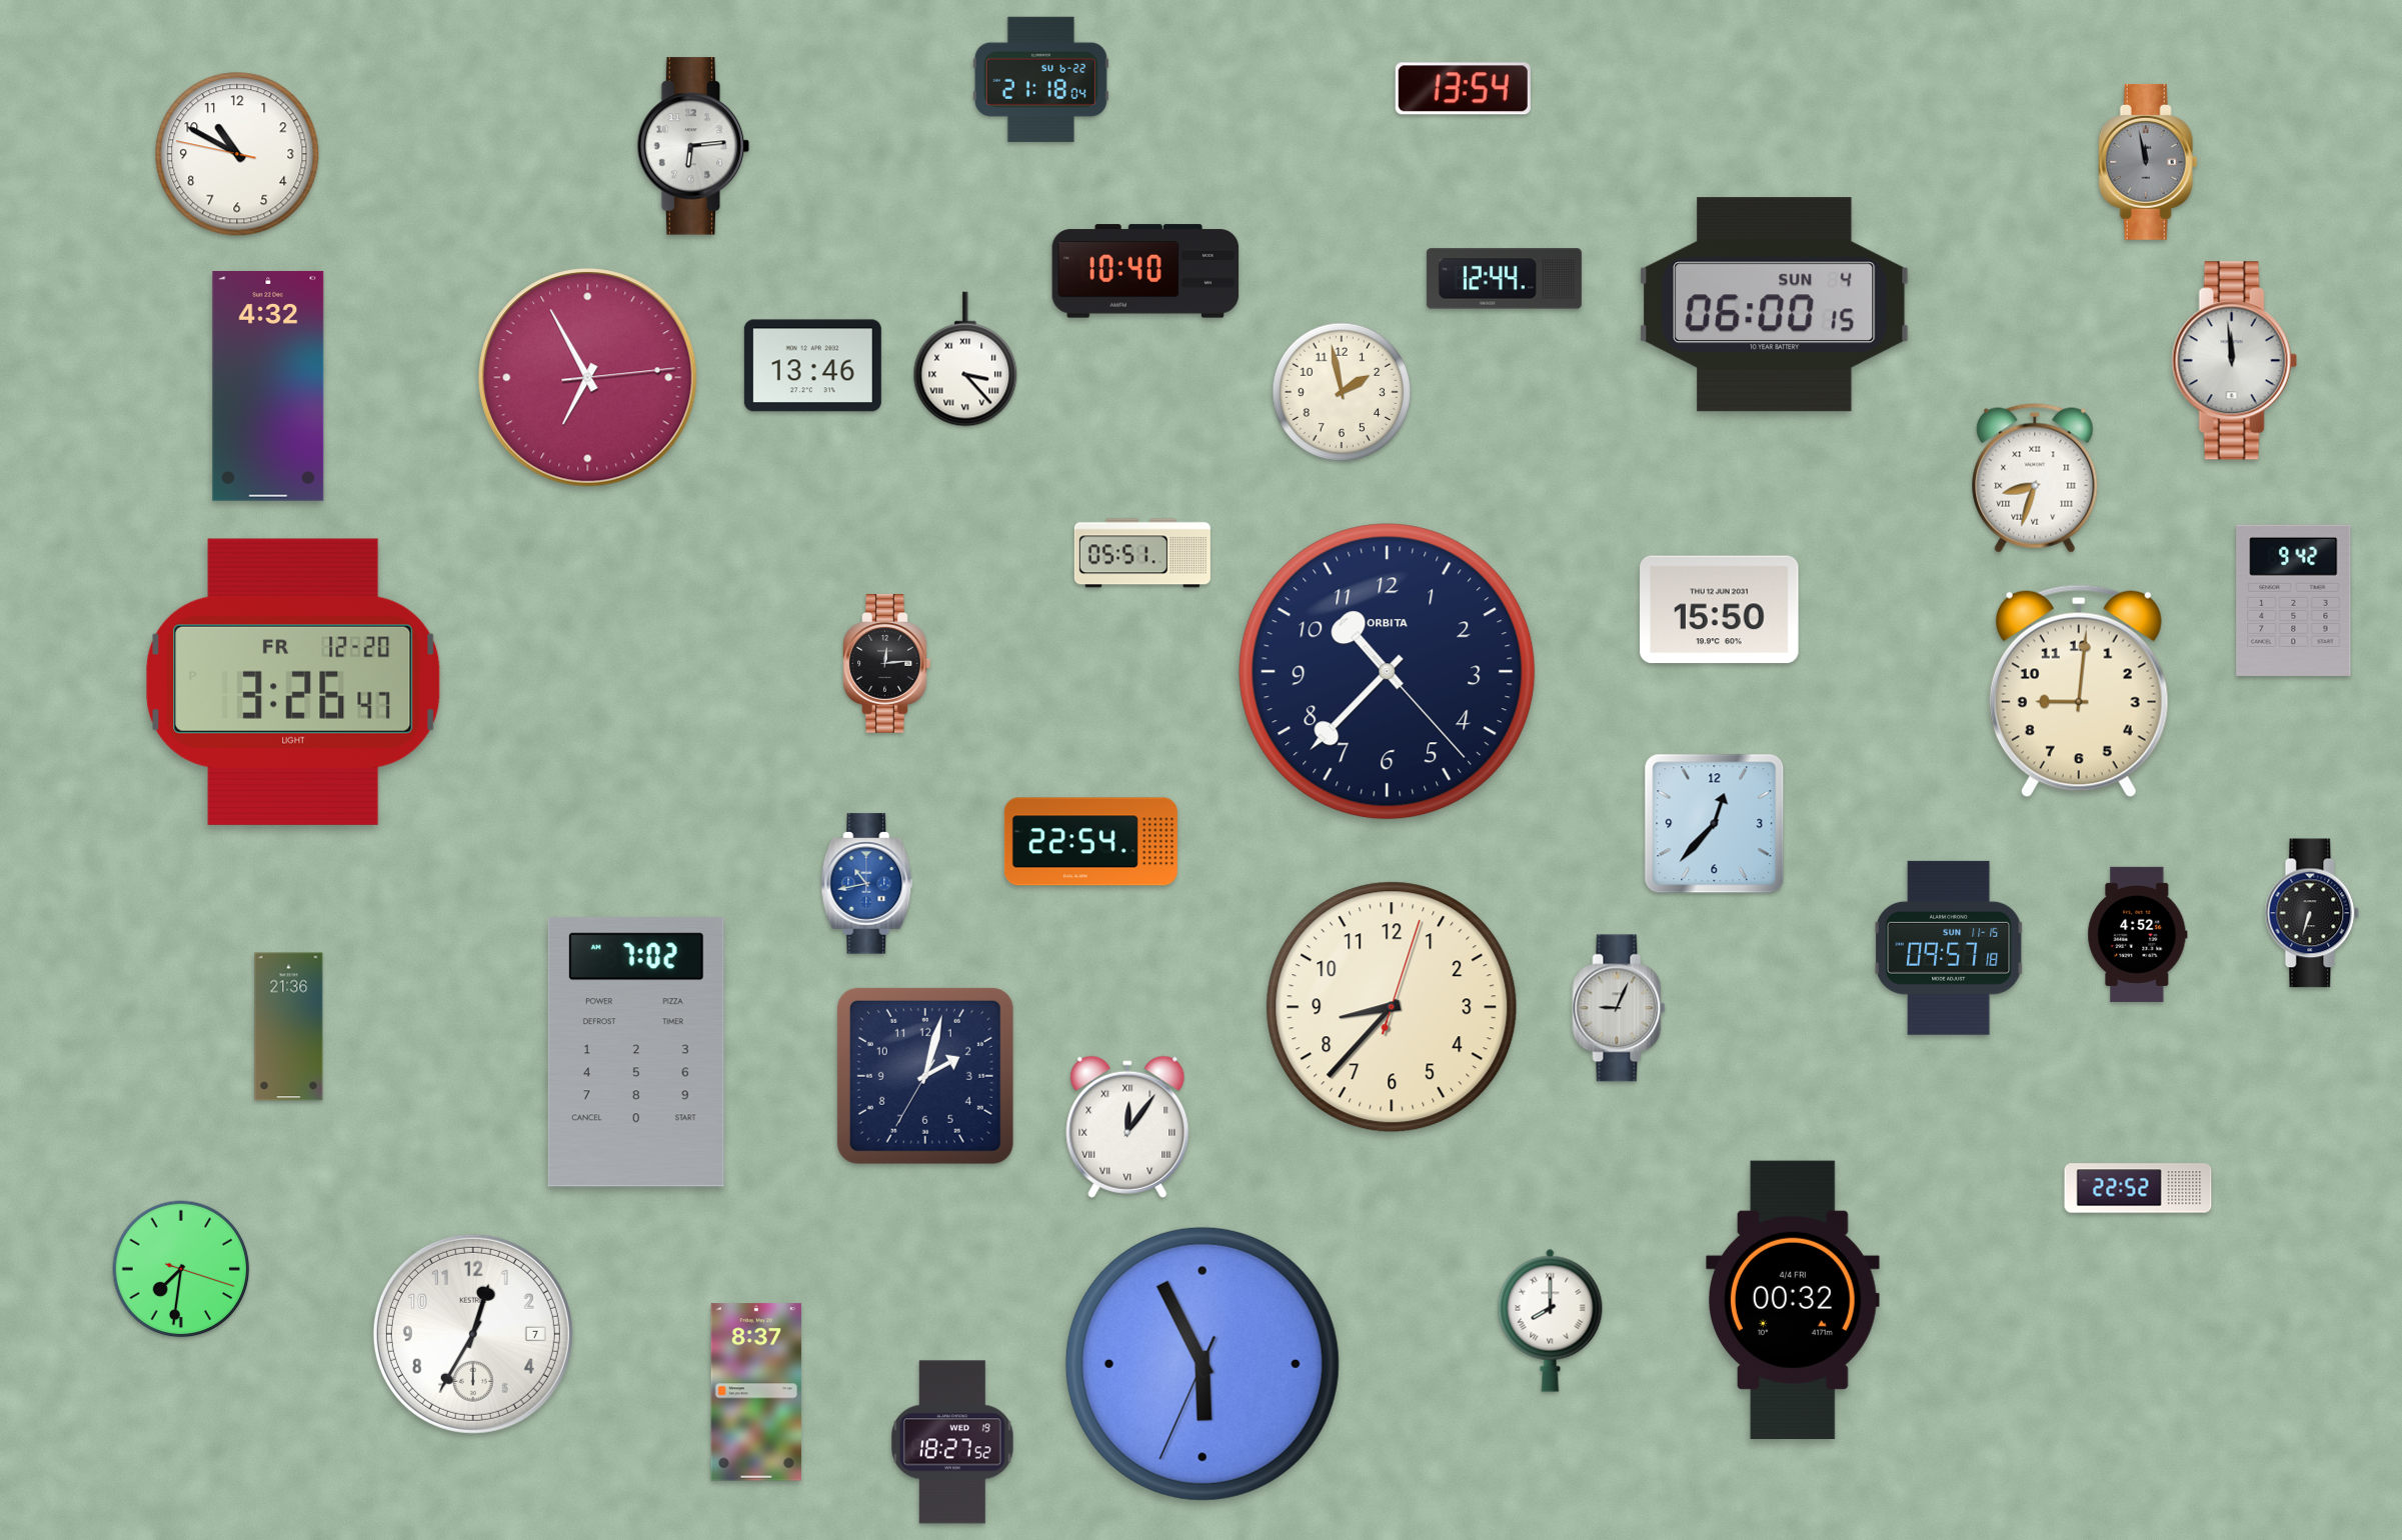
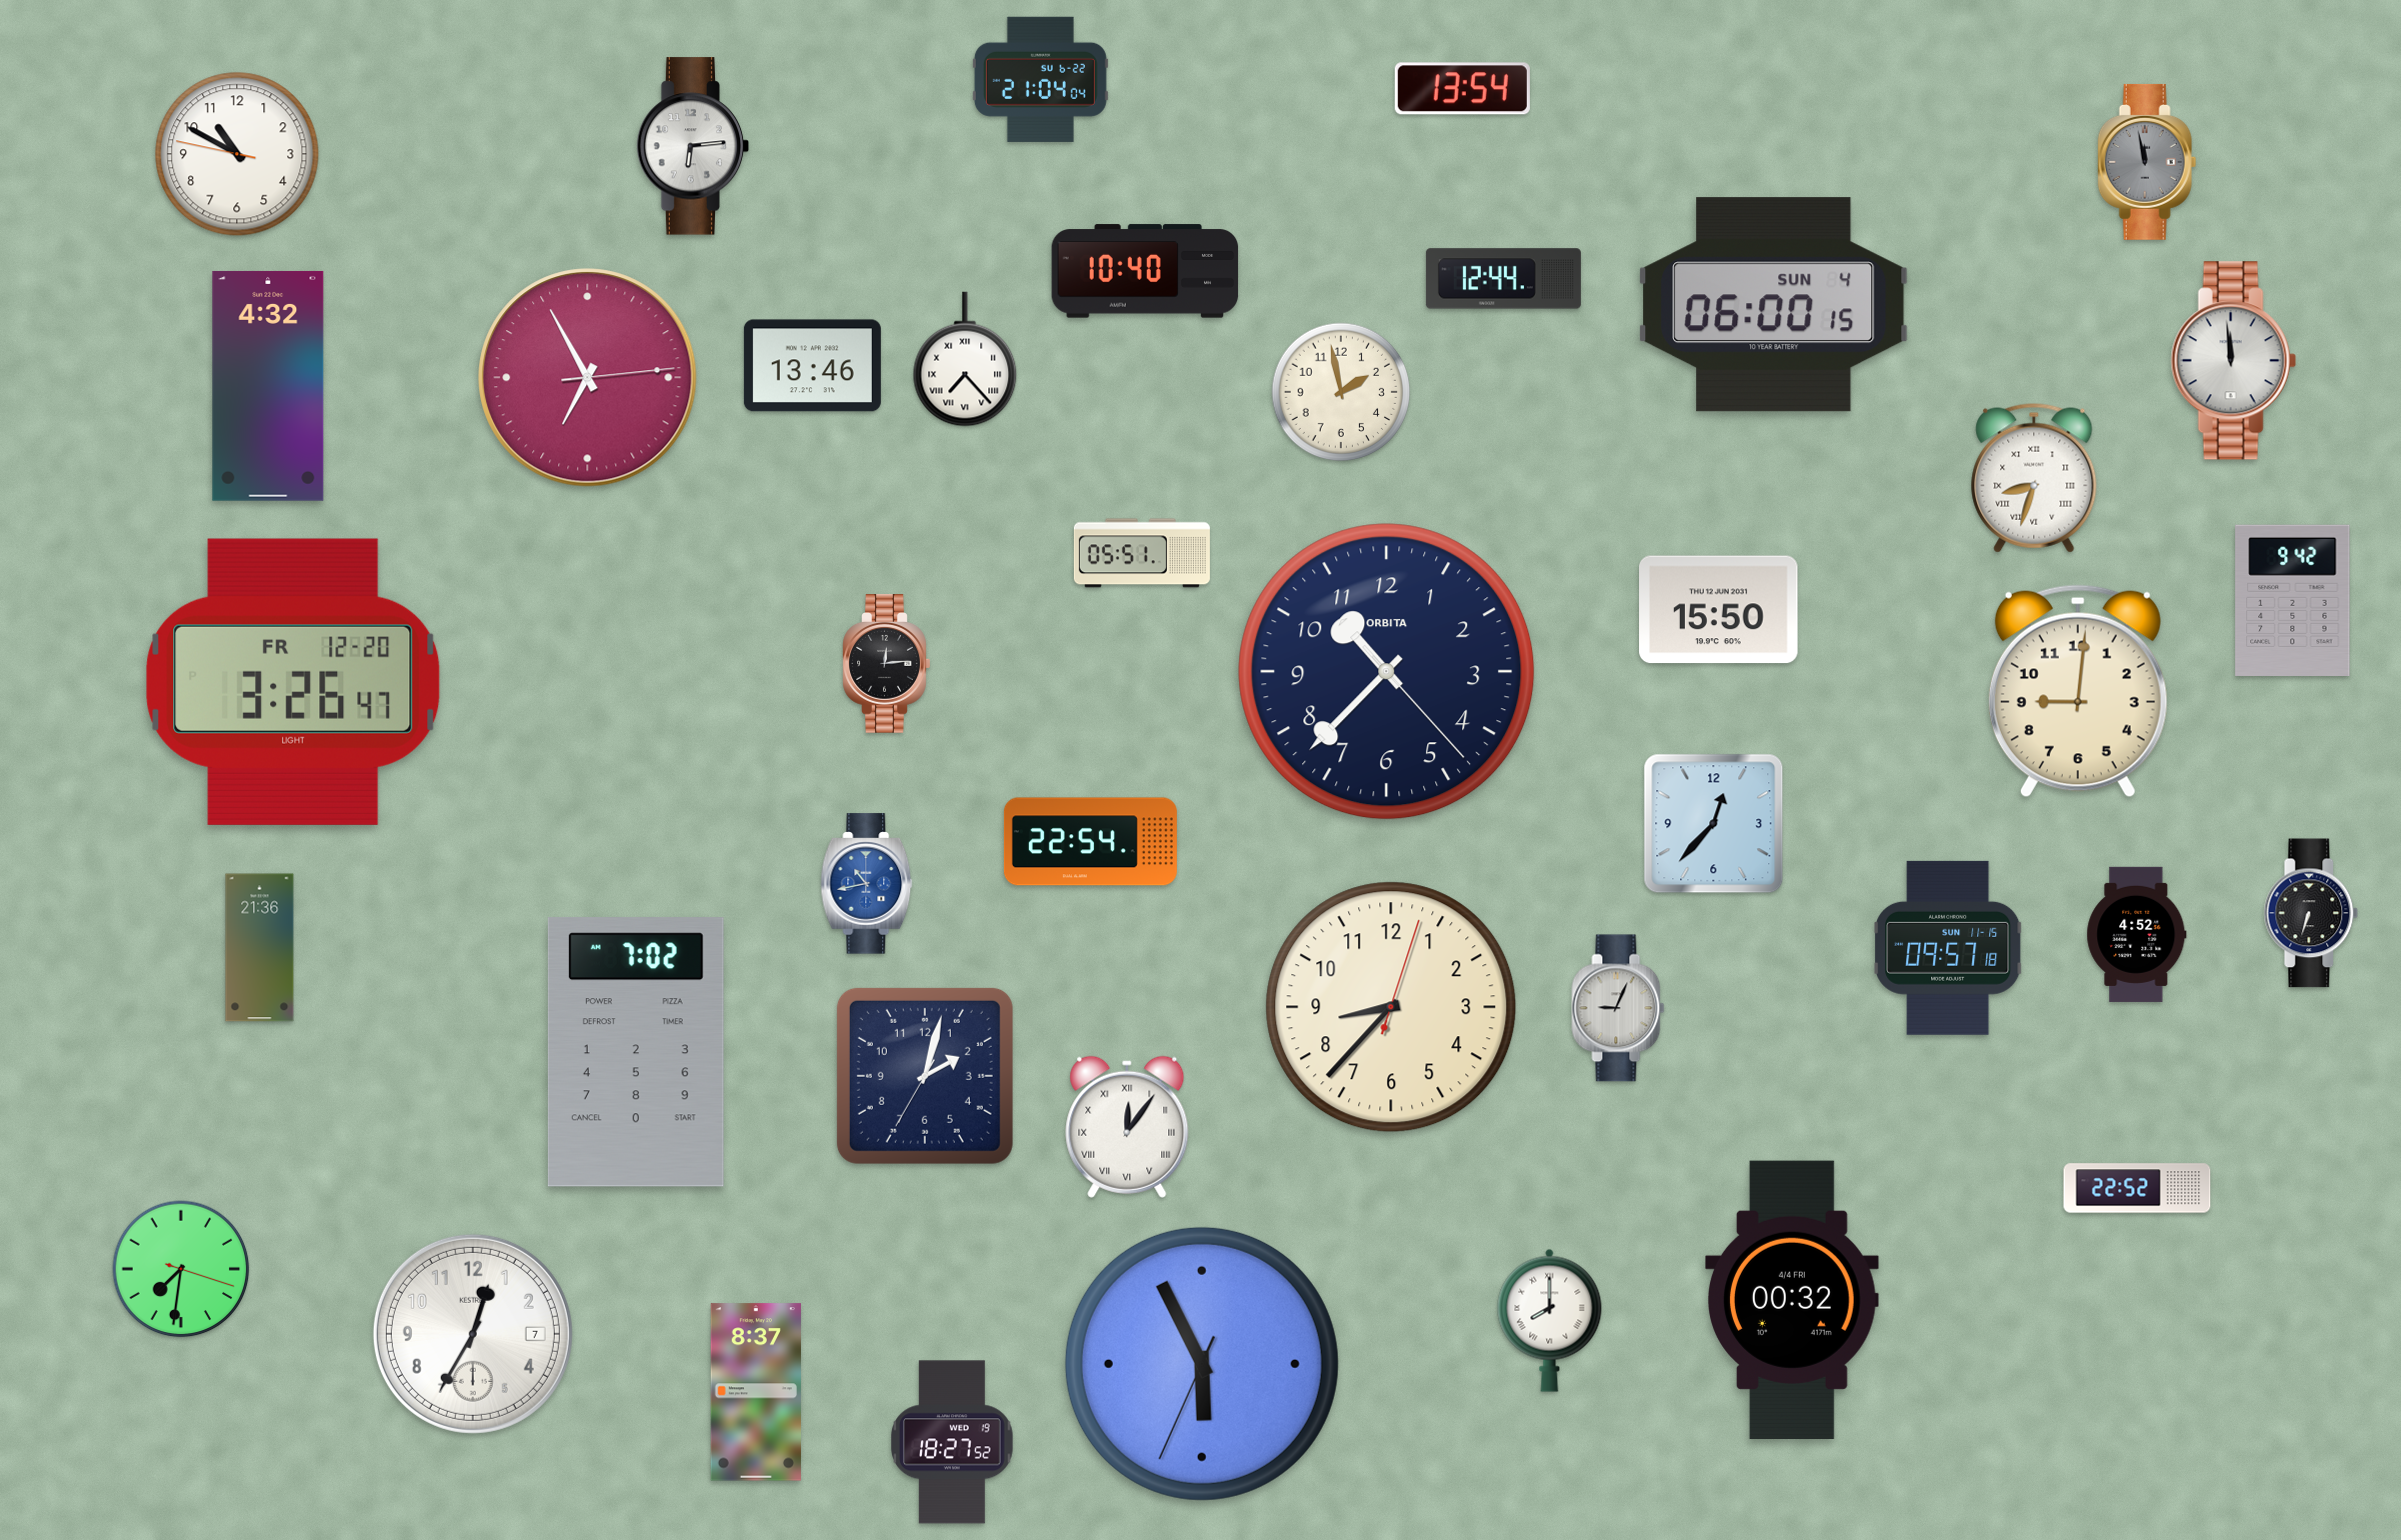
clock at (1040, 79): 21:18 -> 21:04
clock at (965, 359): 3:23 -> 7:23
clock at (289, 1027) position: (289, 1027) -> (260, 948)
